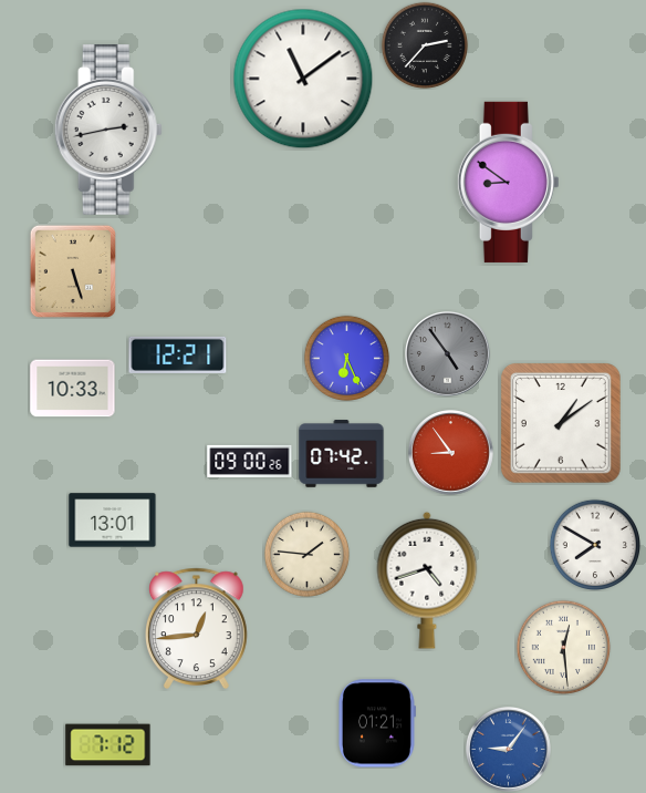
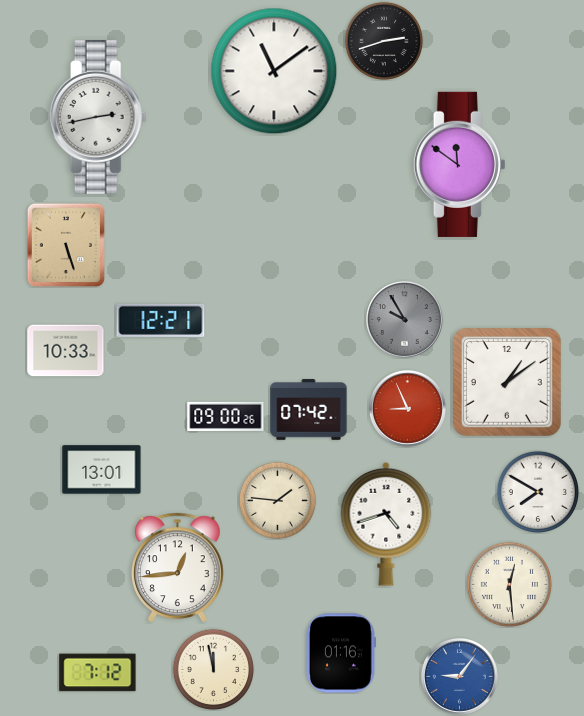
clock at (424, 44): 2:37 -> 2:42
clock at (508, 182): 8:51 -> 11:51
clock at (448, 354): 4:54 -> 9:55
clock at (346, 358): 6:26 -> none
clock at (451, 453): 8:54 -> 8:56
clock at (376, 723): 01:21 -> 01:16
clock at (213, 669): none -> 11:58
